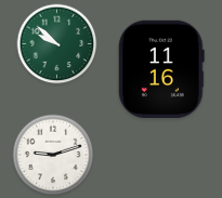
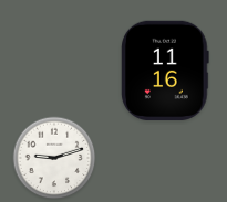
clock at (57, 44): 9:52 -> none
